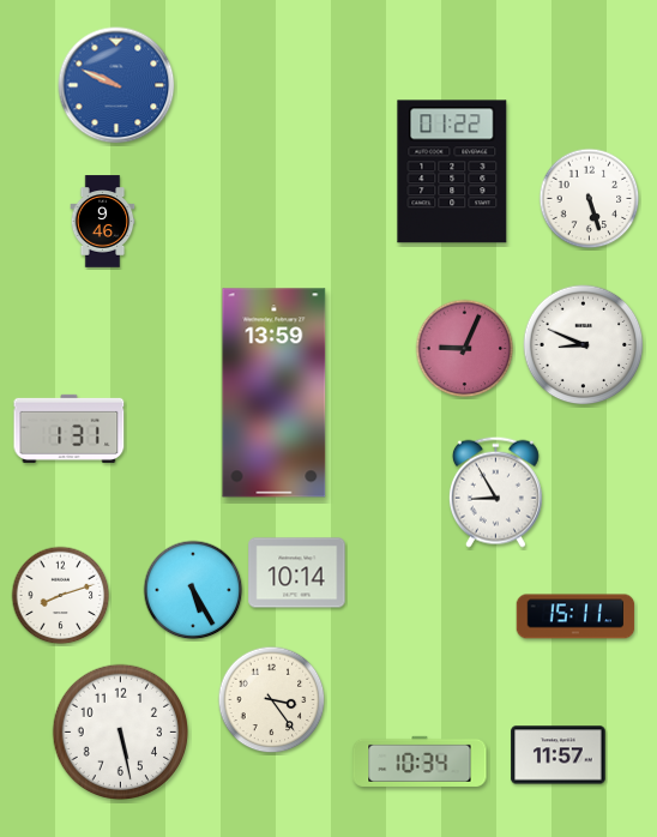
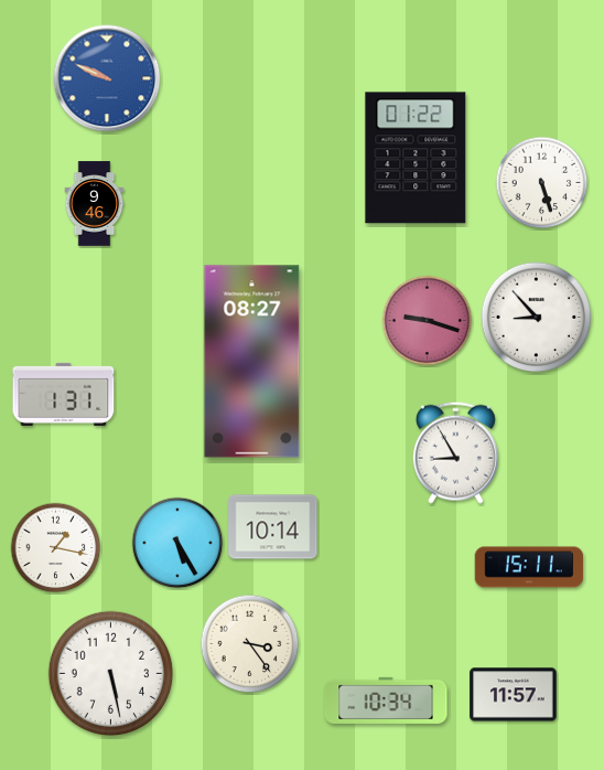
clock at (584, 345): 8:49 -> 8:53
clock at (465, 349): 9:04 -> 9:18
clock at (275, 393): 13:59 -> 08:27
clock at (61, 596): 8:12 -> 1:17
